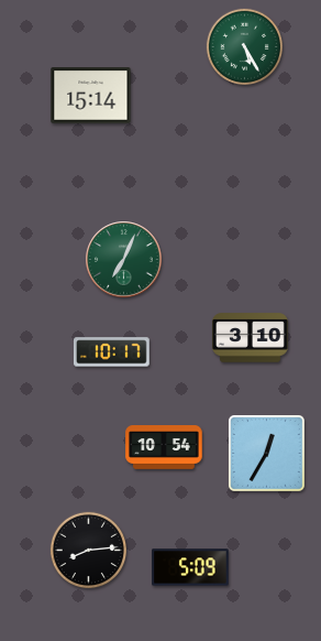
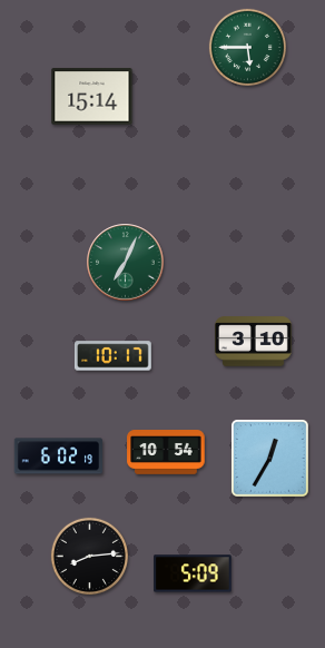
clock at (244, 46): 5:25 -> 5:45
clock at (59, 456): none -> 6:02
